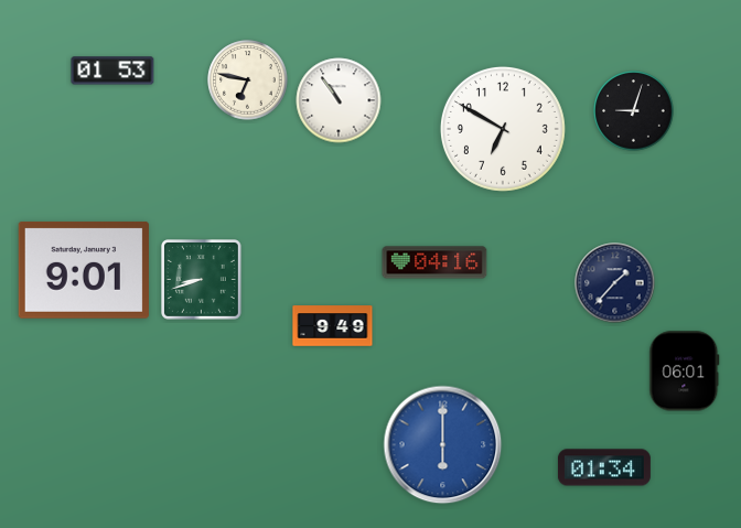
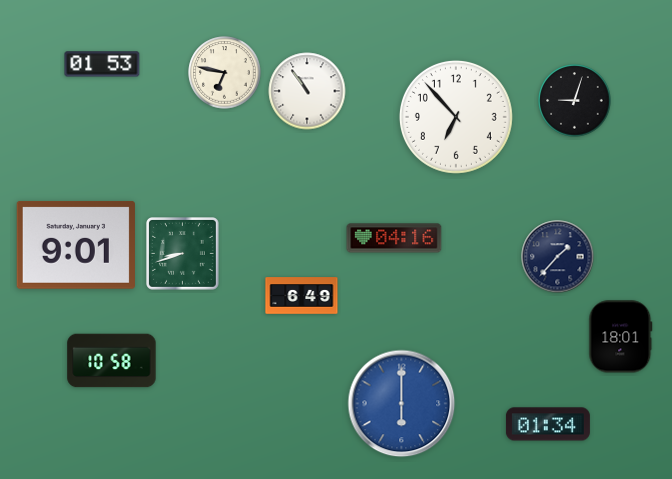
clock at (503, 129): 6:50 -> 6:53
clock at (333, 326): 9:49 -> 6:49
clock at (685, 371): 06:01 -> 18:01
clock at (112, 361): none -> 10:58
